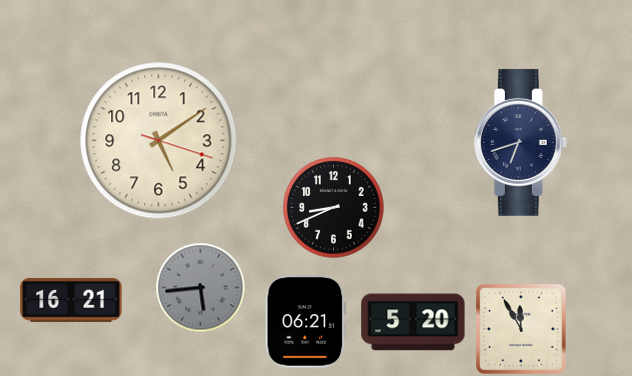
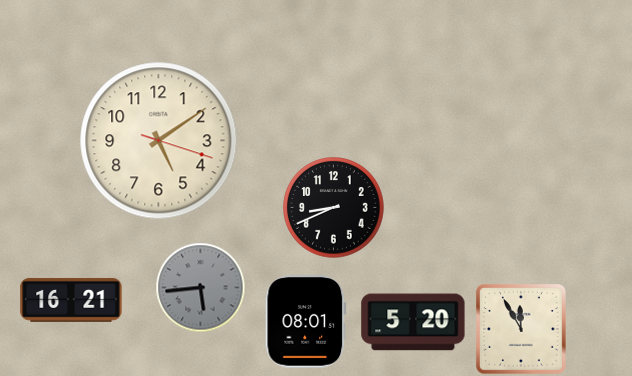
clock at (520, 142): 6:42 -> none
clock at (306, 322): 06:21 -> 08:01
